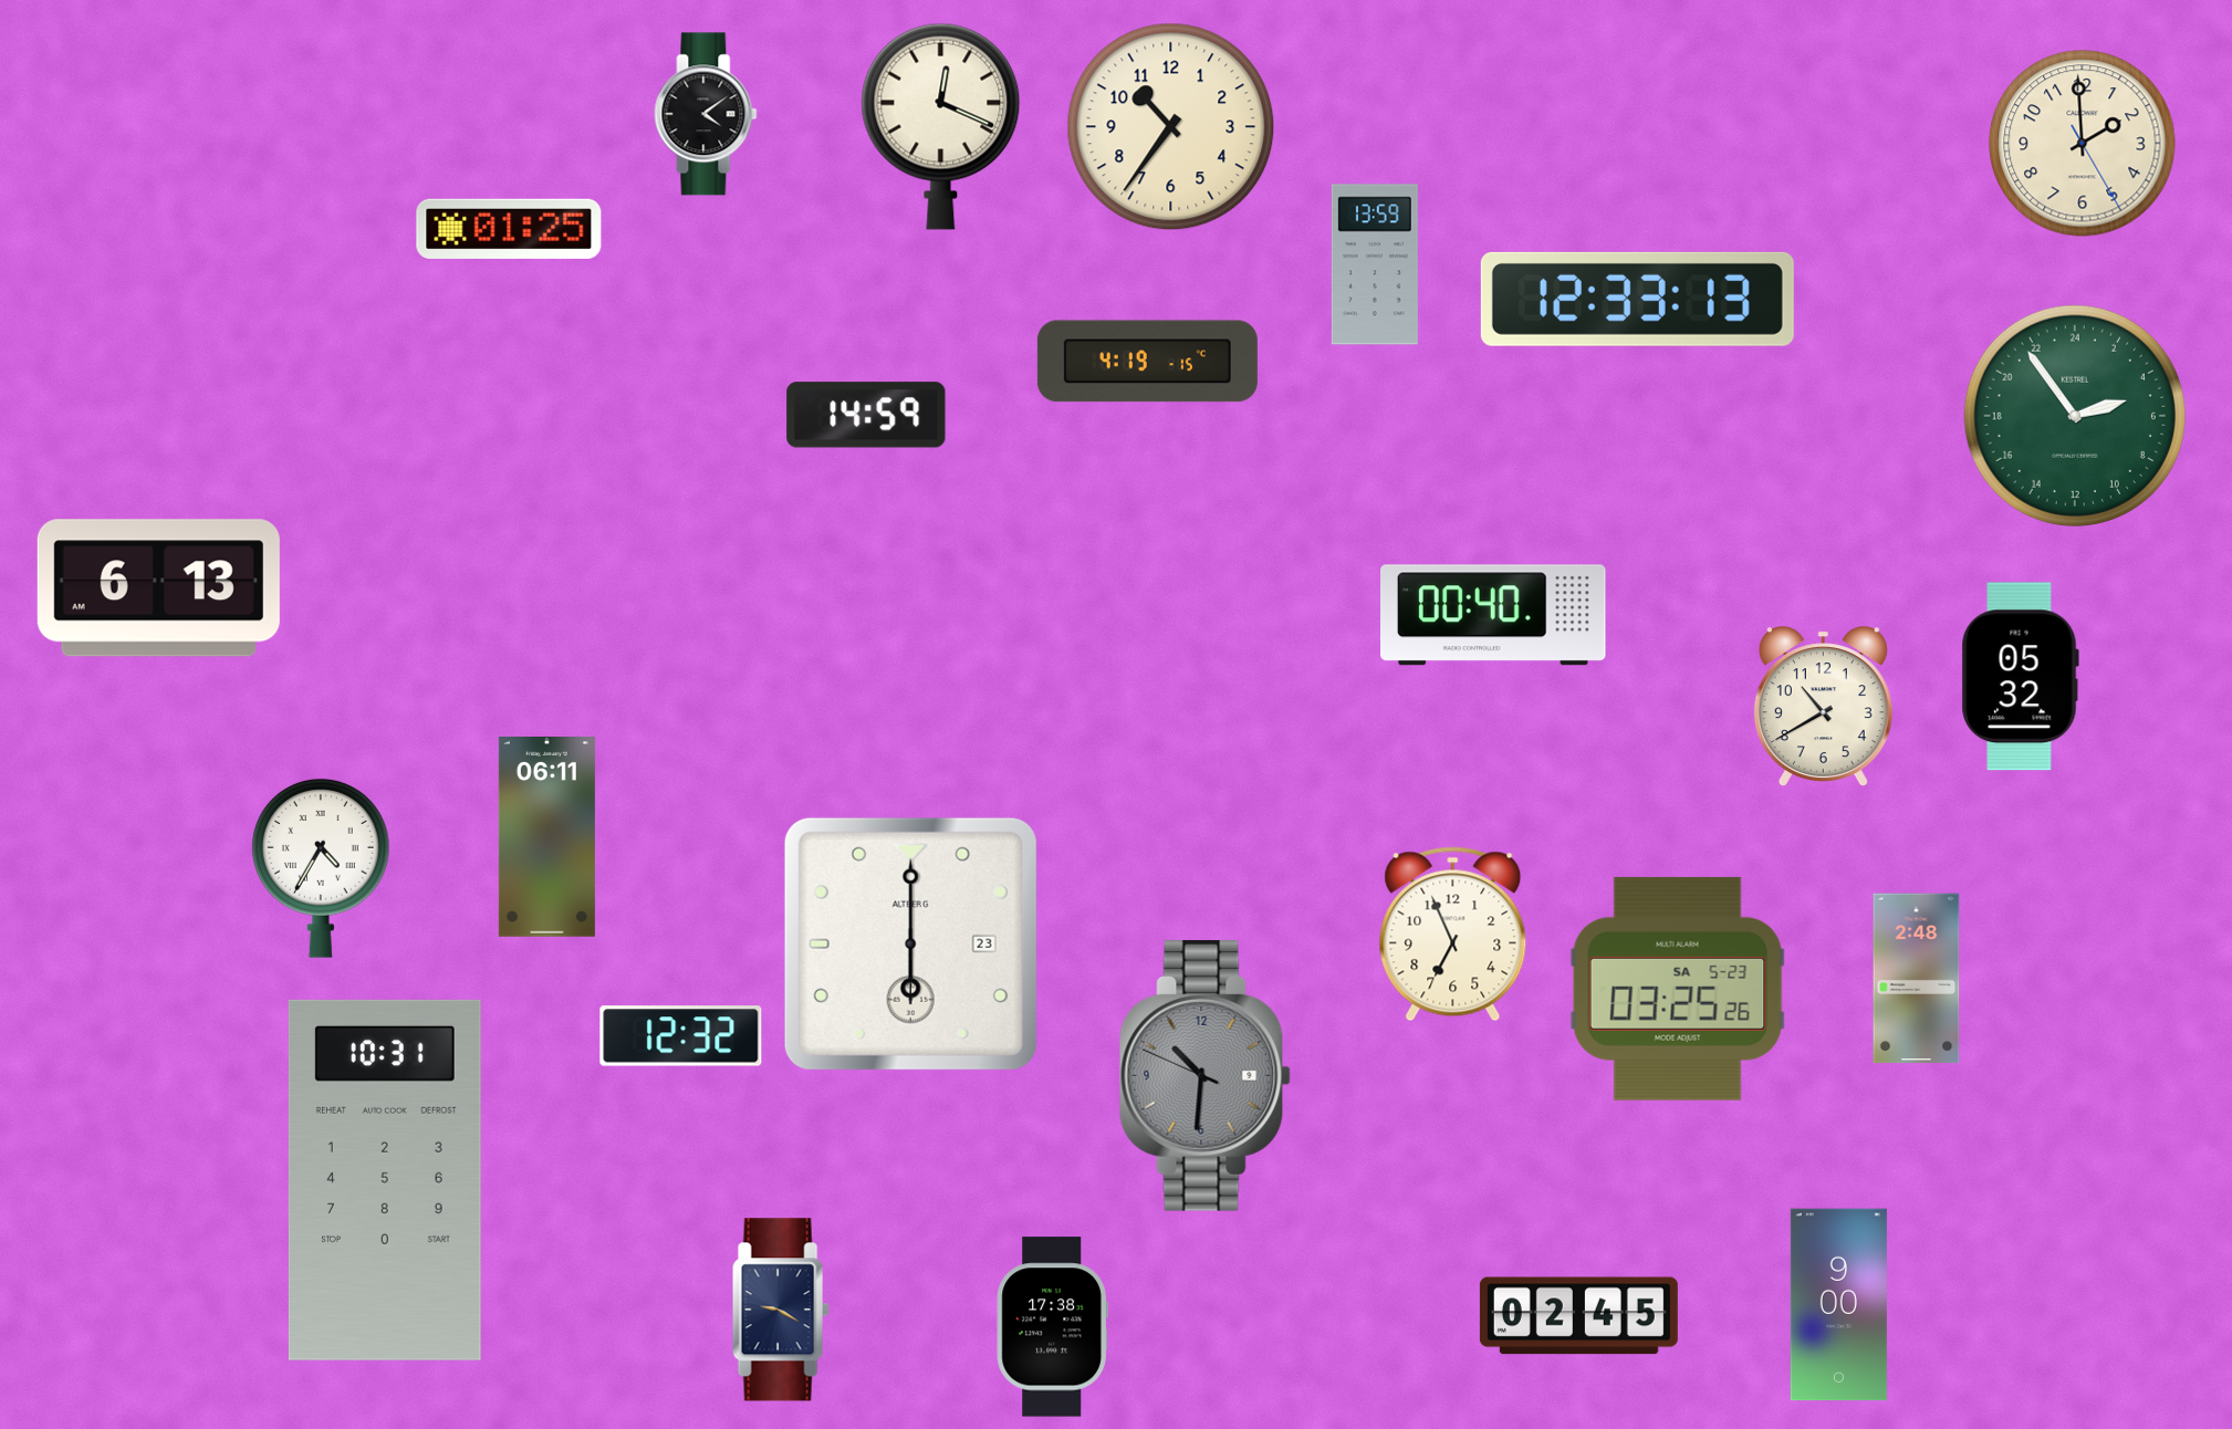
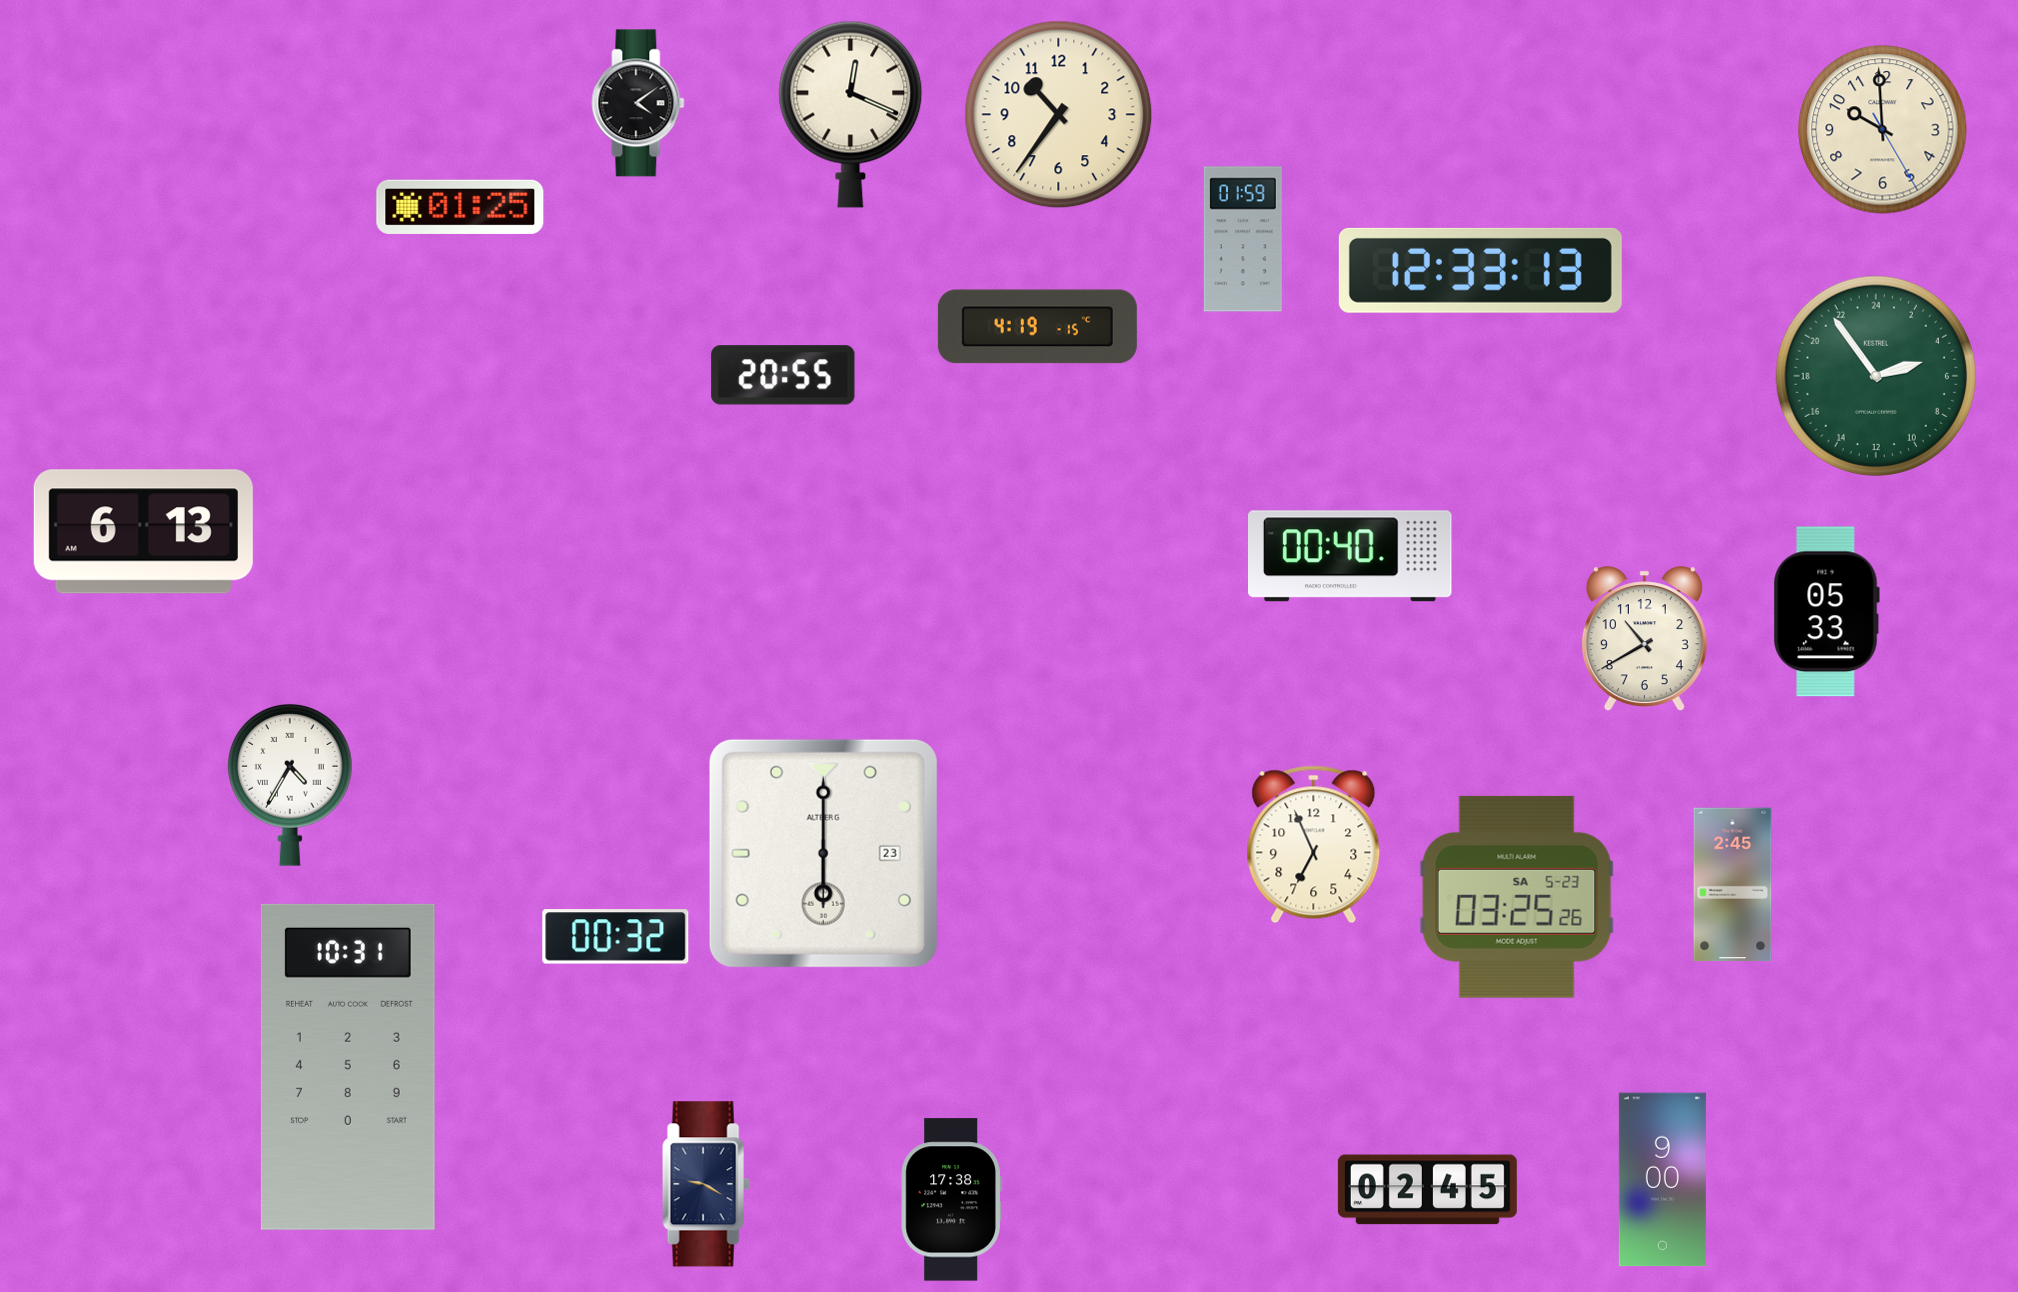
clock at (2083, 144): 1:59 -> 9:59
clock at (1375, 264): 13:59 -> 01:59
clock at (866, 415): 14:59 -> 20:55
clock at (2020, 677): 05:32 -> 05:33
clock at (1823, 707) position: (1823, 707) -> (1644, 639)
clock at (546, 837): 06:11 -> none
clock at (1917, 979): 2:48 -> 2:45
clock at (1678, 989) position: (1678, 989) -> (1517, 897)
clock at (681, 1036): 12:32 -> 00:32
clock at (1204, 1075): 10:30 -> none
